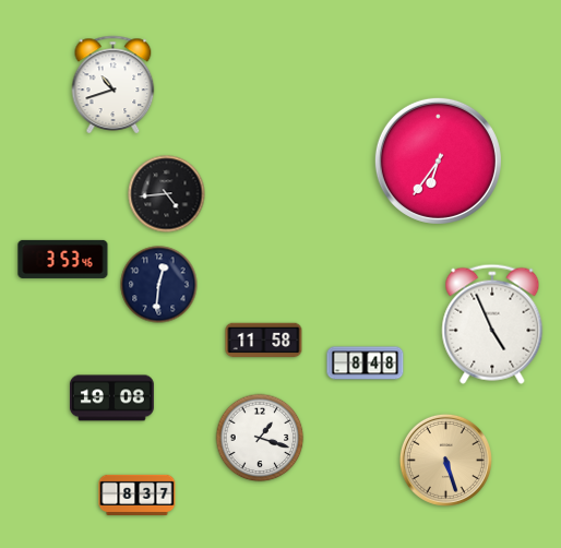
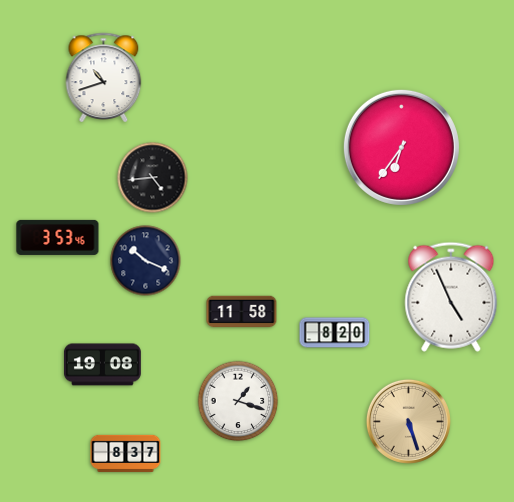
clock at (159, 285): 12:31 -> 10:19
clock at (366, 364): 8:48 -> 8:20
